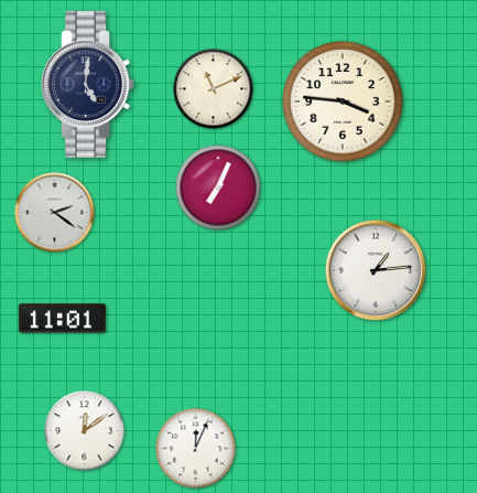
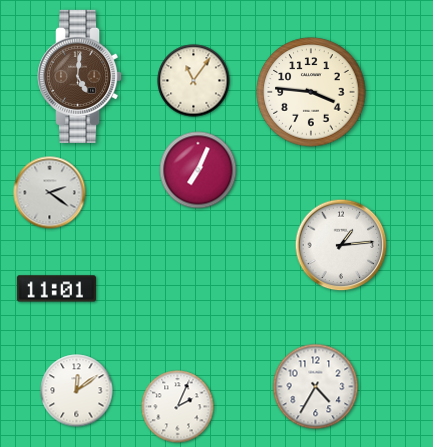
clock at (88, 84) dial: navy -> brown
clock at (214, 89): 11:11 -> 11:06
clock at (316, 387): none -> 4:35
clock at (196, 449): 12:04 -> 2:04
